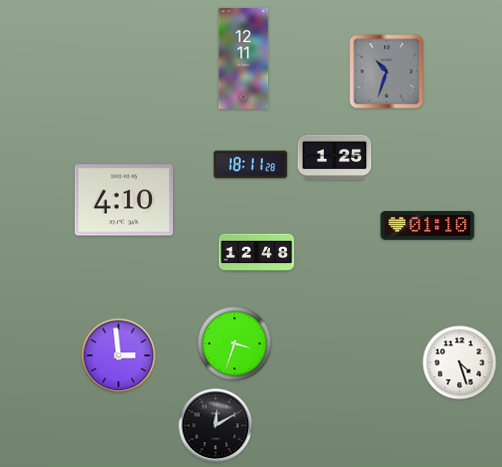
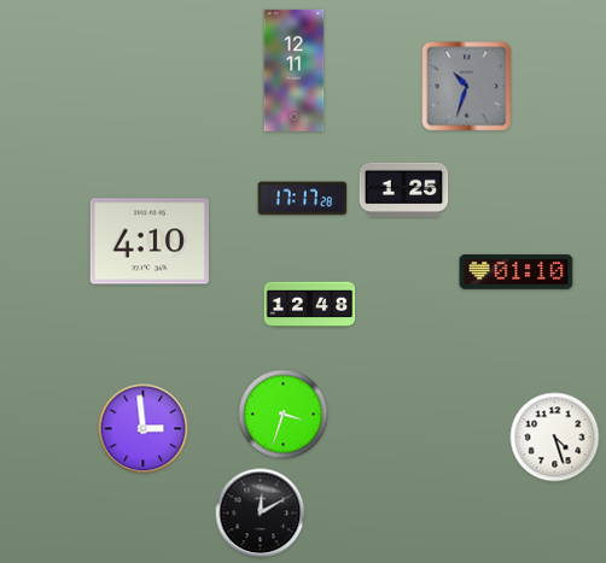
clock at (251, 165): 18:11 -> 17:17
